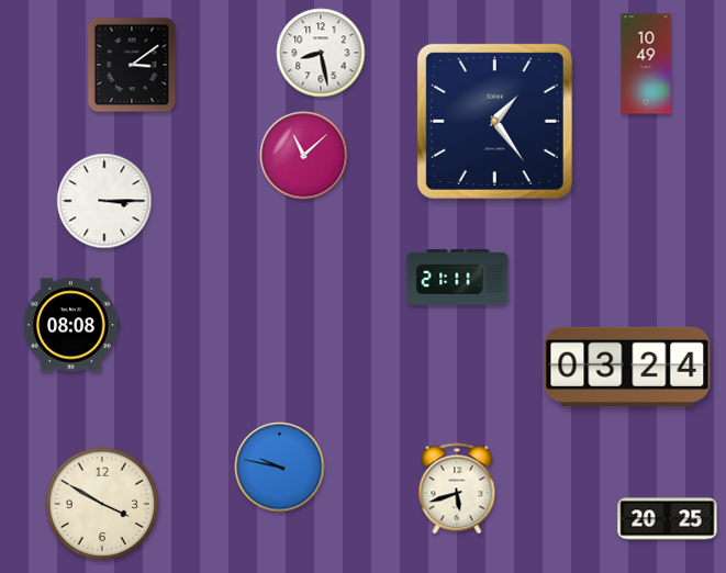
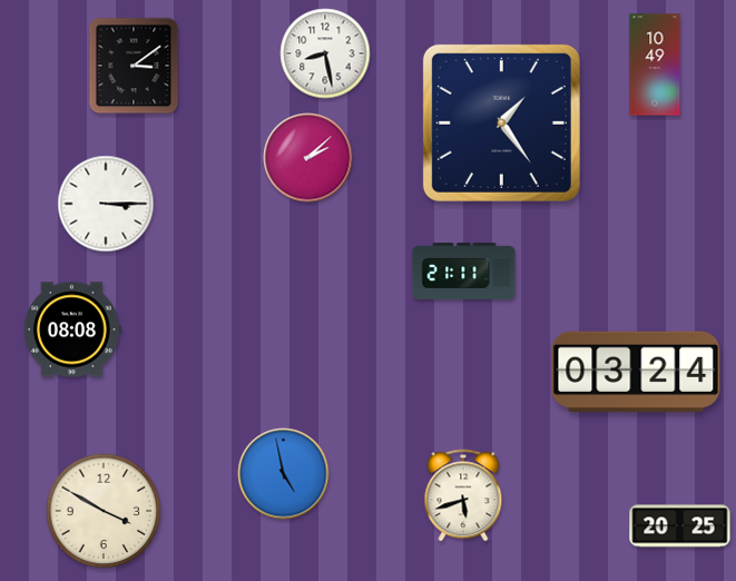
clock at (304, 156): 11:08 -> 2:08
clock at (458, 278) position: (458, 278) -> (464, 272)
clock at (280, 468): 9:47 -> 4:58
clock at (668, 519) position: (668, 519) -> (680, 526)
